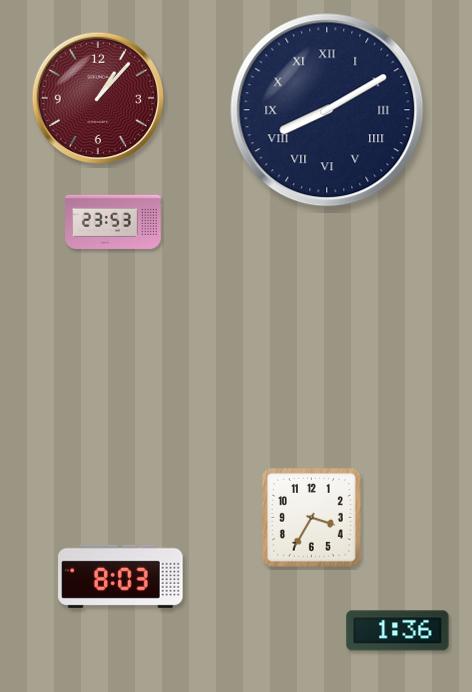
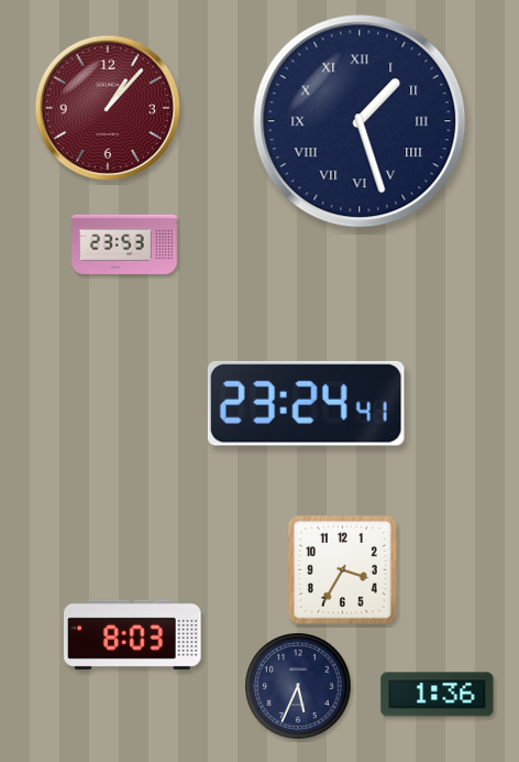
clock at (327, 110): 8:10 -> 1:27
clock at (306, 403): none -> 23:24
clock at (298, 686): none -> 5:34
